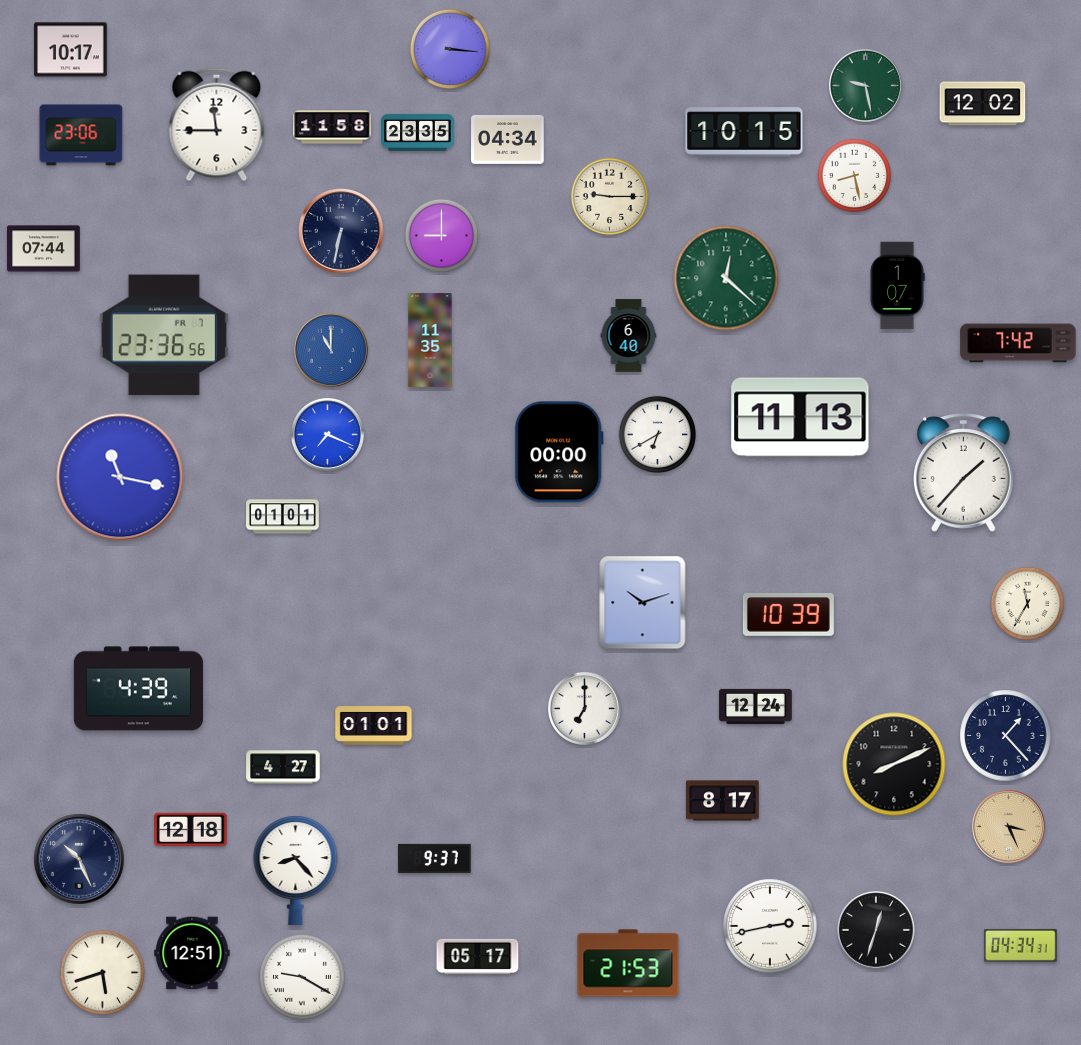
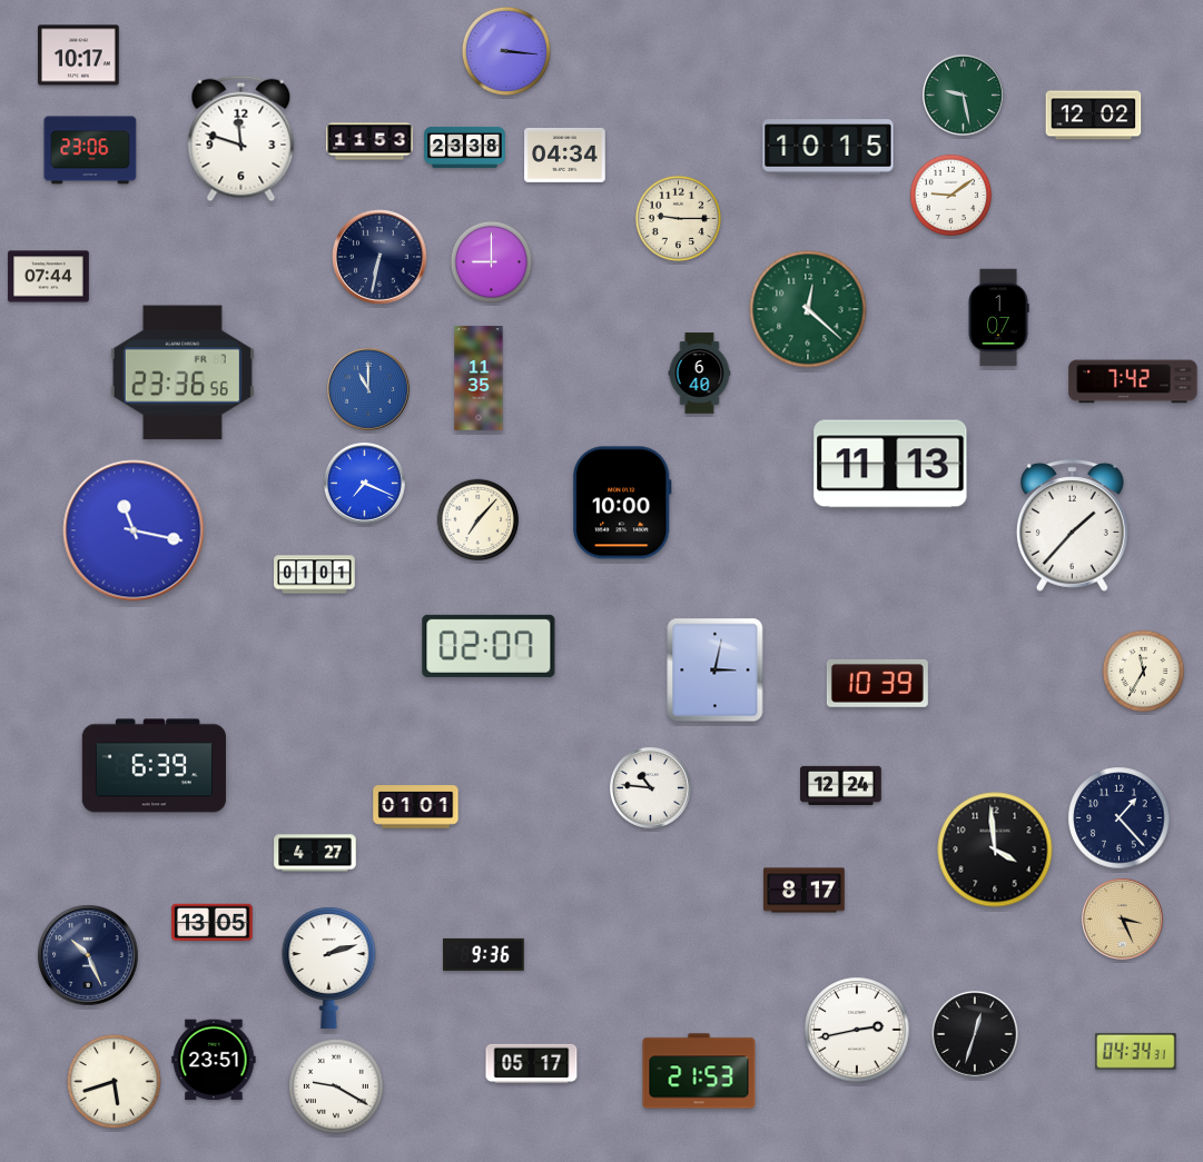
clock at (450, 49) position: (450, 49) -> (506, 51)
clock at (217, 125): 11:45 -> 11:48
clock at (332, 127): 11:58 -> 11:53
clock at (418, 132): 23:35 -> 23:38
clock at (855, 176): 8:28 -> 9:09
clock at (657, 434): 6:40 -> none
clock at (559, 452): 00:00 -> 10:00
clock at (479, 520): none -> 7:07
clock at (489, 646): none -> 02:07
clock at (643, 603): 10:12 -> 3:02
clock at (138, 689): 4:39 -> 6:39
clock at (584, 708): 7:00 -> 10:46
clock at (894, 764): 8:11 -> 3:59
clock at (191, 830): 12:18 -> 13:05
clock at (435, 858): 9:37 -> 9:36
clock at (296, 870): 8:23 -> 2:12
clock at (192, 953): 12:51 -> 23:51
